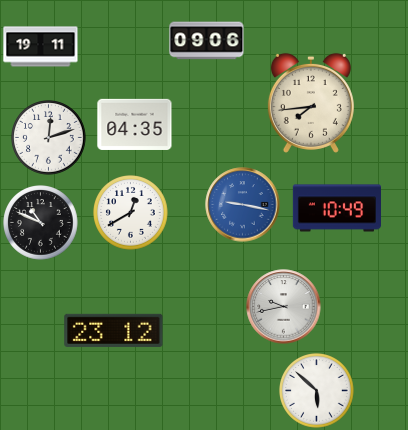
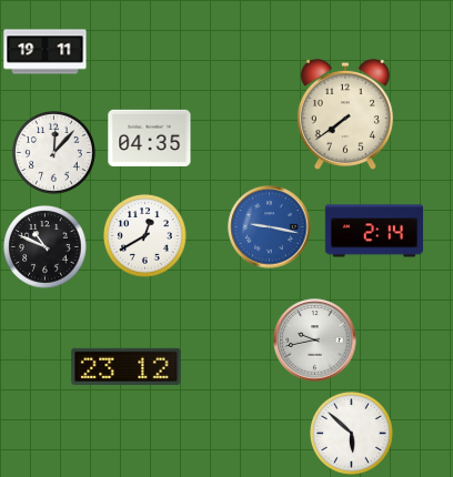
clock at (207, 41): 09:06 -> none
clock at (311, 103): 7:44 -> 7:39
clock at (49, 138): 12:12 -> 12:07
clock at (336, 208): 10:49 -> 2:14
